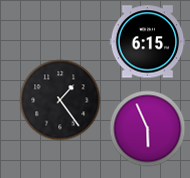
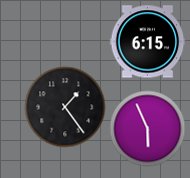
clock at (60, 100) position: (60, 100) -> (65, 107)
